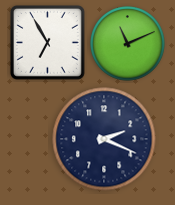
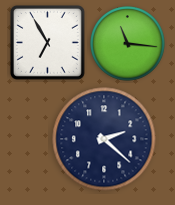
clock at (128, 44): 11:11 -> 11:16
clock at (104, 139): 2:19 -> 2:22
